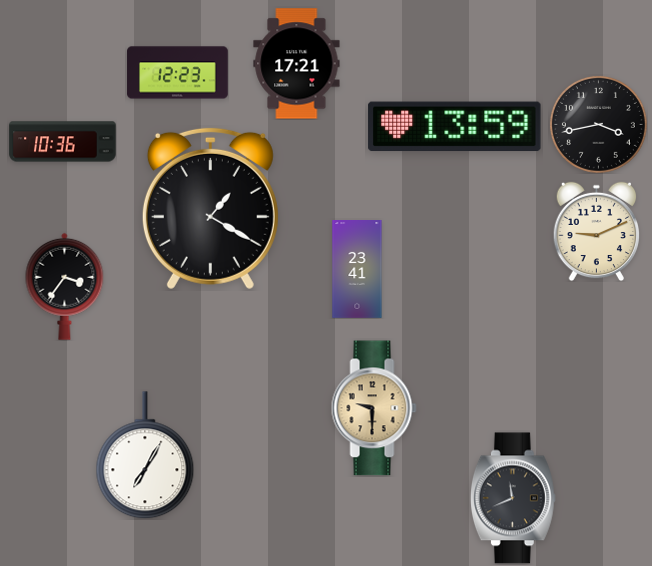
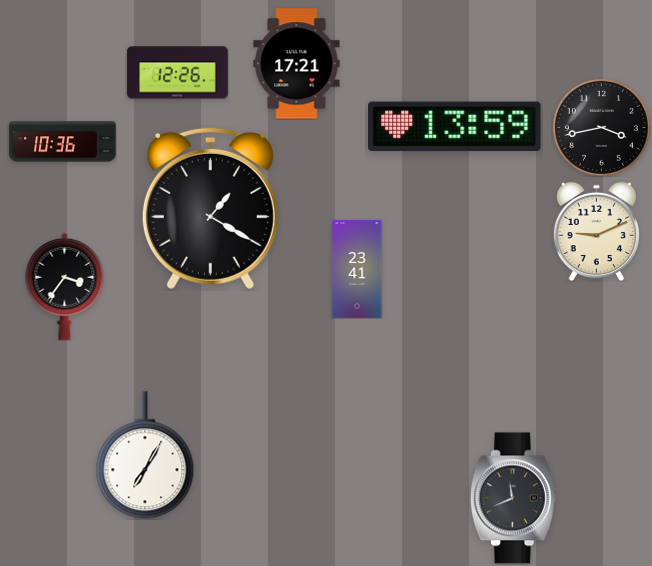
clock at (178, 73): 12:23 -> 12:26
clock at (598, 124) position: (598, 124) -> (601, 127)
clock at (374, 408): 9:30 -> none
